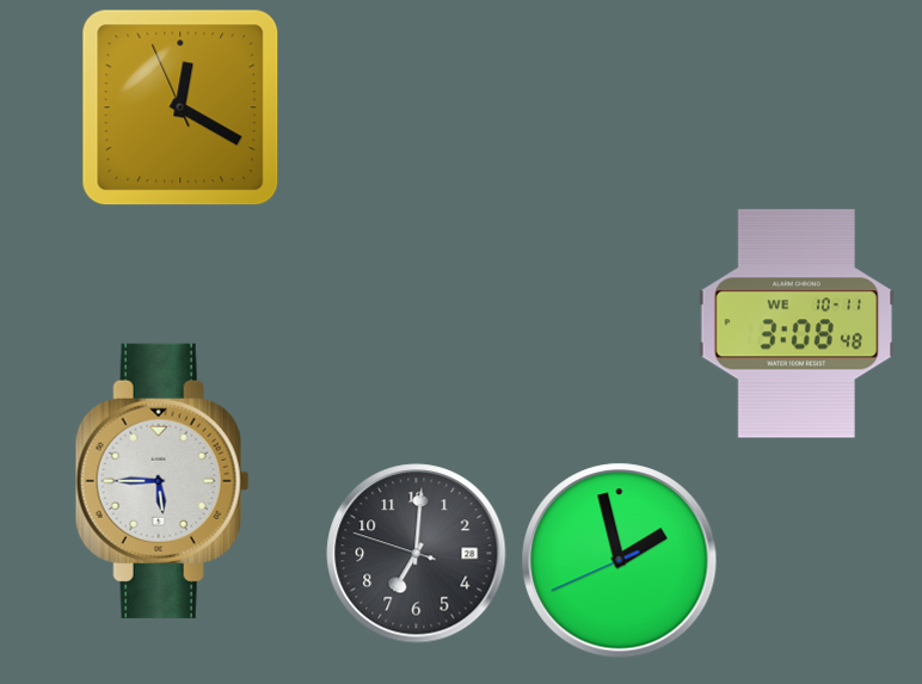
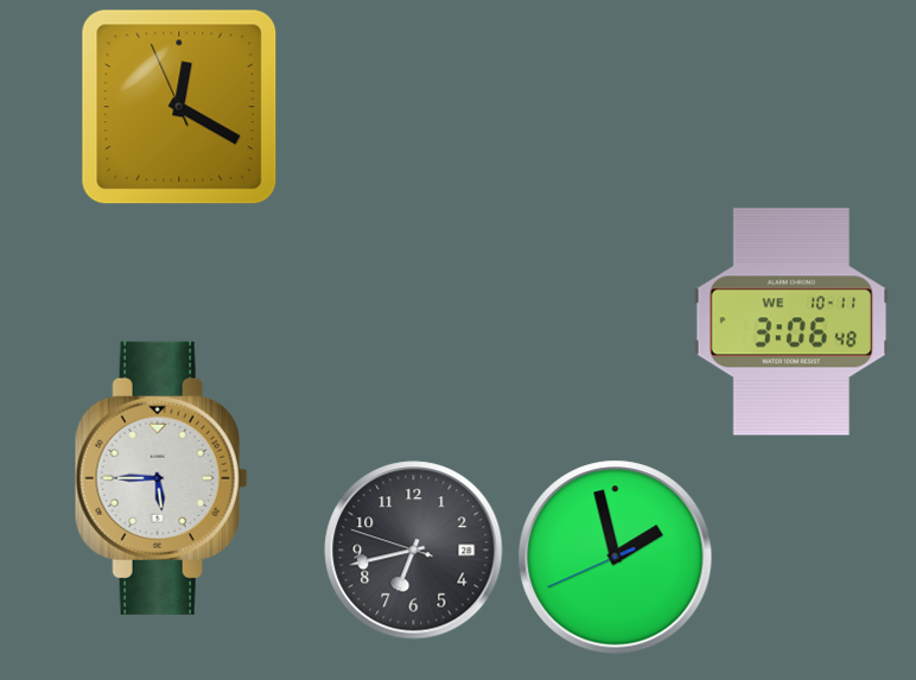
clock at (797, 323): 3:08 -> 3:06
clock at (417, 554): 7:00 -> 6:42
